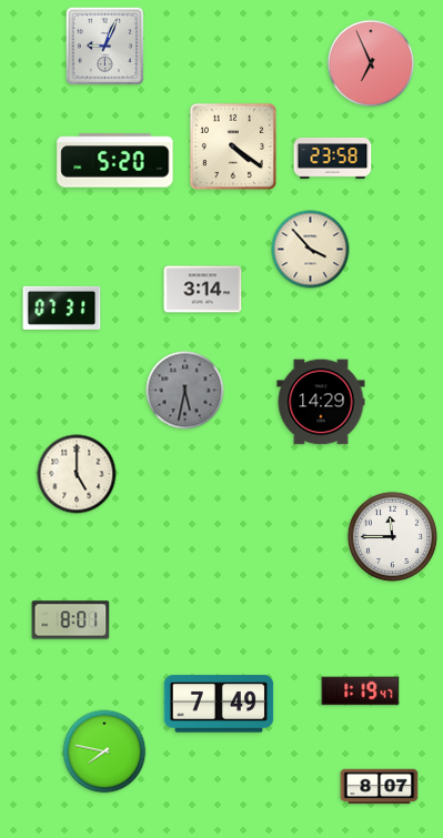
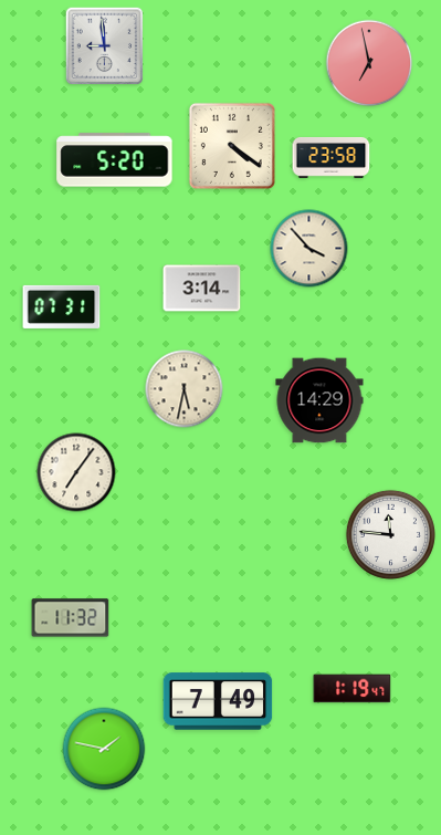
clock at (105, 47): 9:04 -> 8:59
clock at (371, 63): 6:56 -> 6:58
clock at (185, 391) dial: grey -> cream
clock at (77, 474): 5:00 -> 7:06
clock at (392, 536): 11:45 -> 11:46
clock at (71, 620): 8:01 -> 11:32
clock at (361, 691) position: (361, 691) -> (353, 689)
clock at (104, 751): 7:47 -> 1:47
clock at (380, 787): 8:07 -> none
